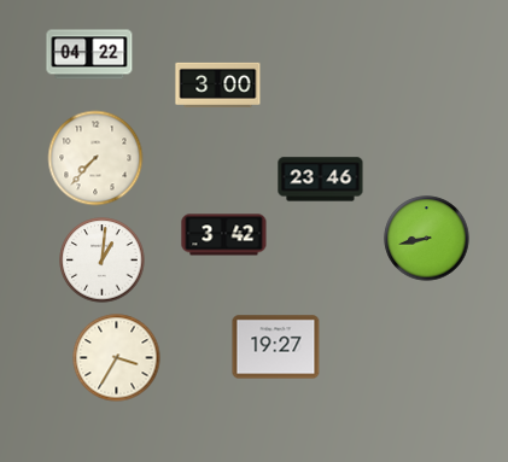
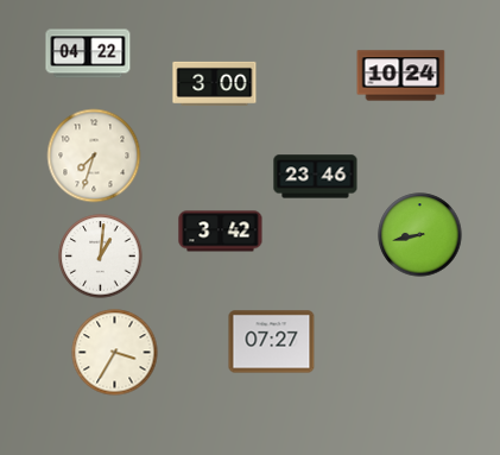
clock at (401, 76): none -> 10:24
clock at (95, 158): 7:37 -> 7:33
clock at (276, 347): 19:27 -> 07:27
